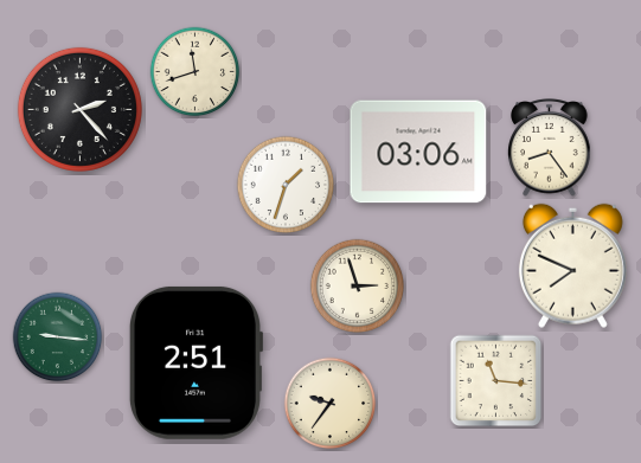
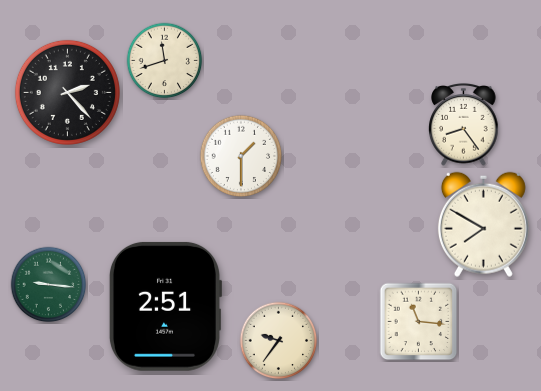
clock at (418, 152): 03:06 -> none
clock at (286, 185): 1:33 -> 1:30
clock at (572, 265): 7:49 -> 7:50
clock at (358, 287): 2:57 -> none
